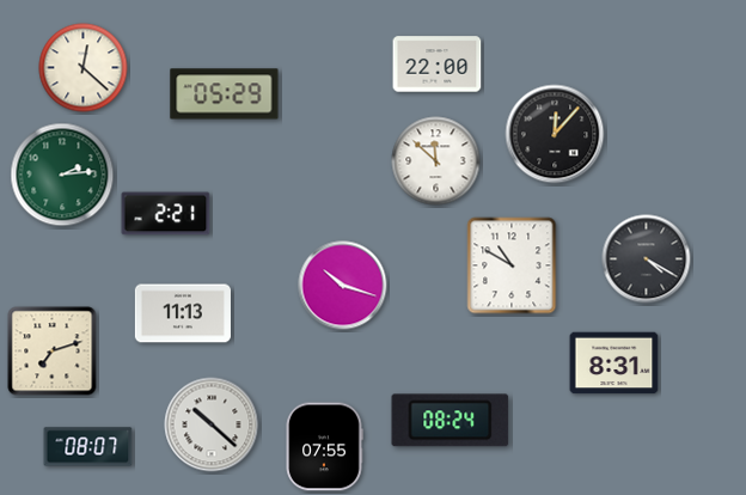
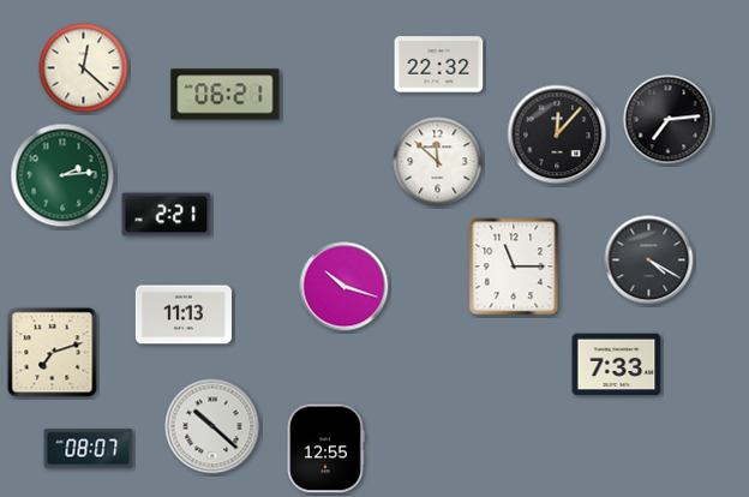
clock at (438, 65): 22:00 -> 22:32
clock at (225, 94): 05:29 -> 06:21
clock at (669, 120): none -> 7:14
clock at (512, 265): 10:50 -> 11:15
clock at (614, 363): 8:31 -> 7:33
clock at (451, 421): 08:24 -> none
clock at (324, 447): 07:55 -> 12:55
